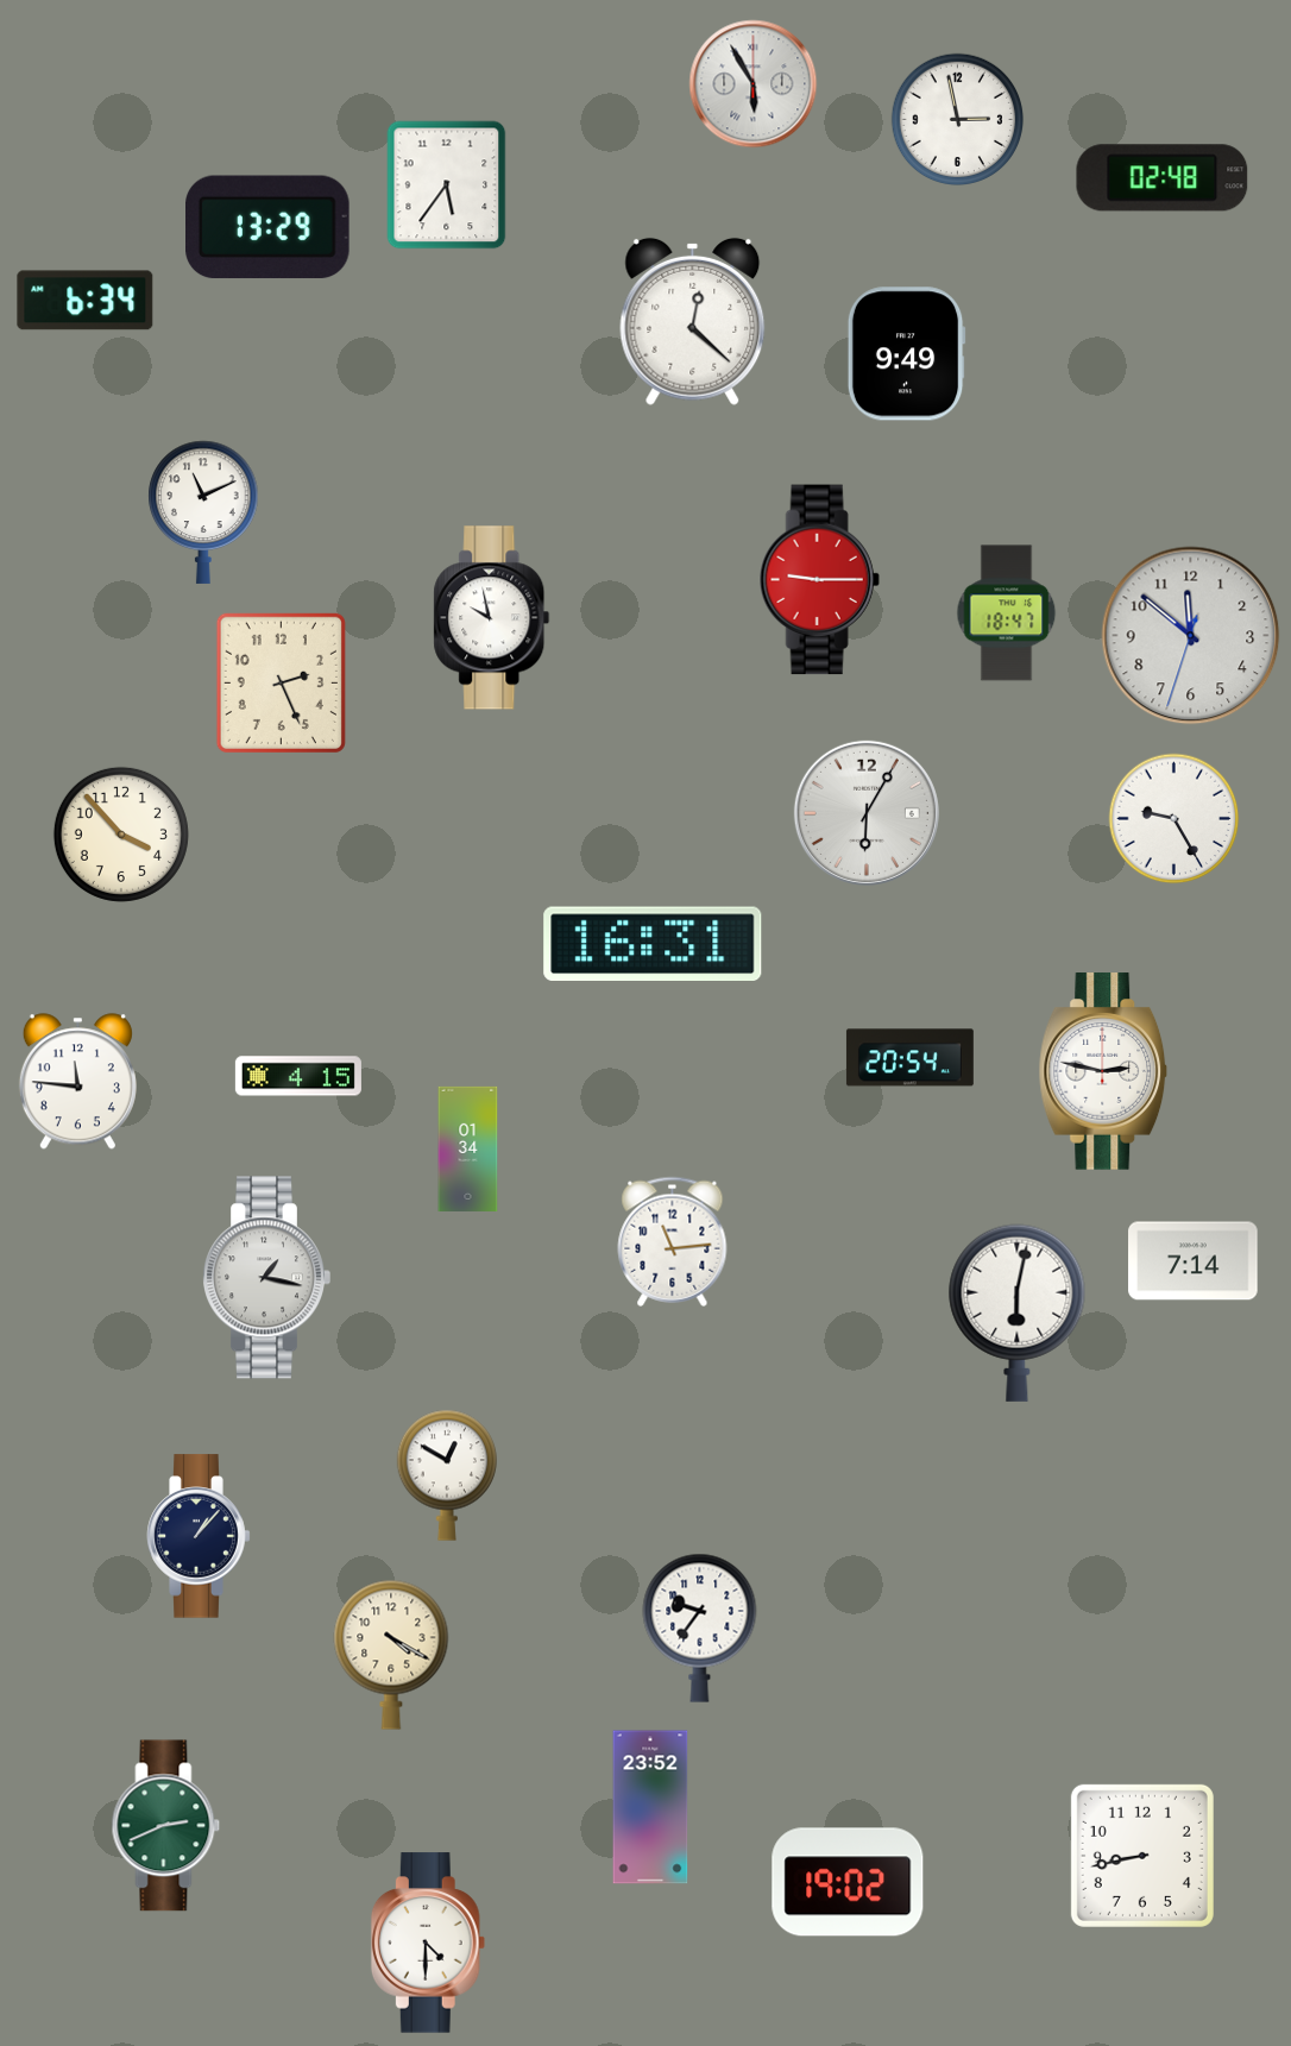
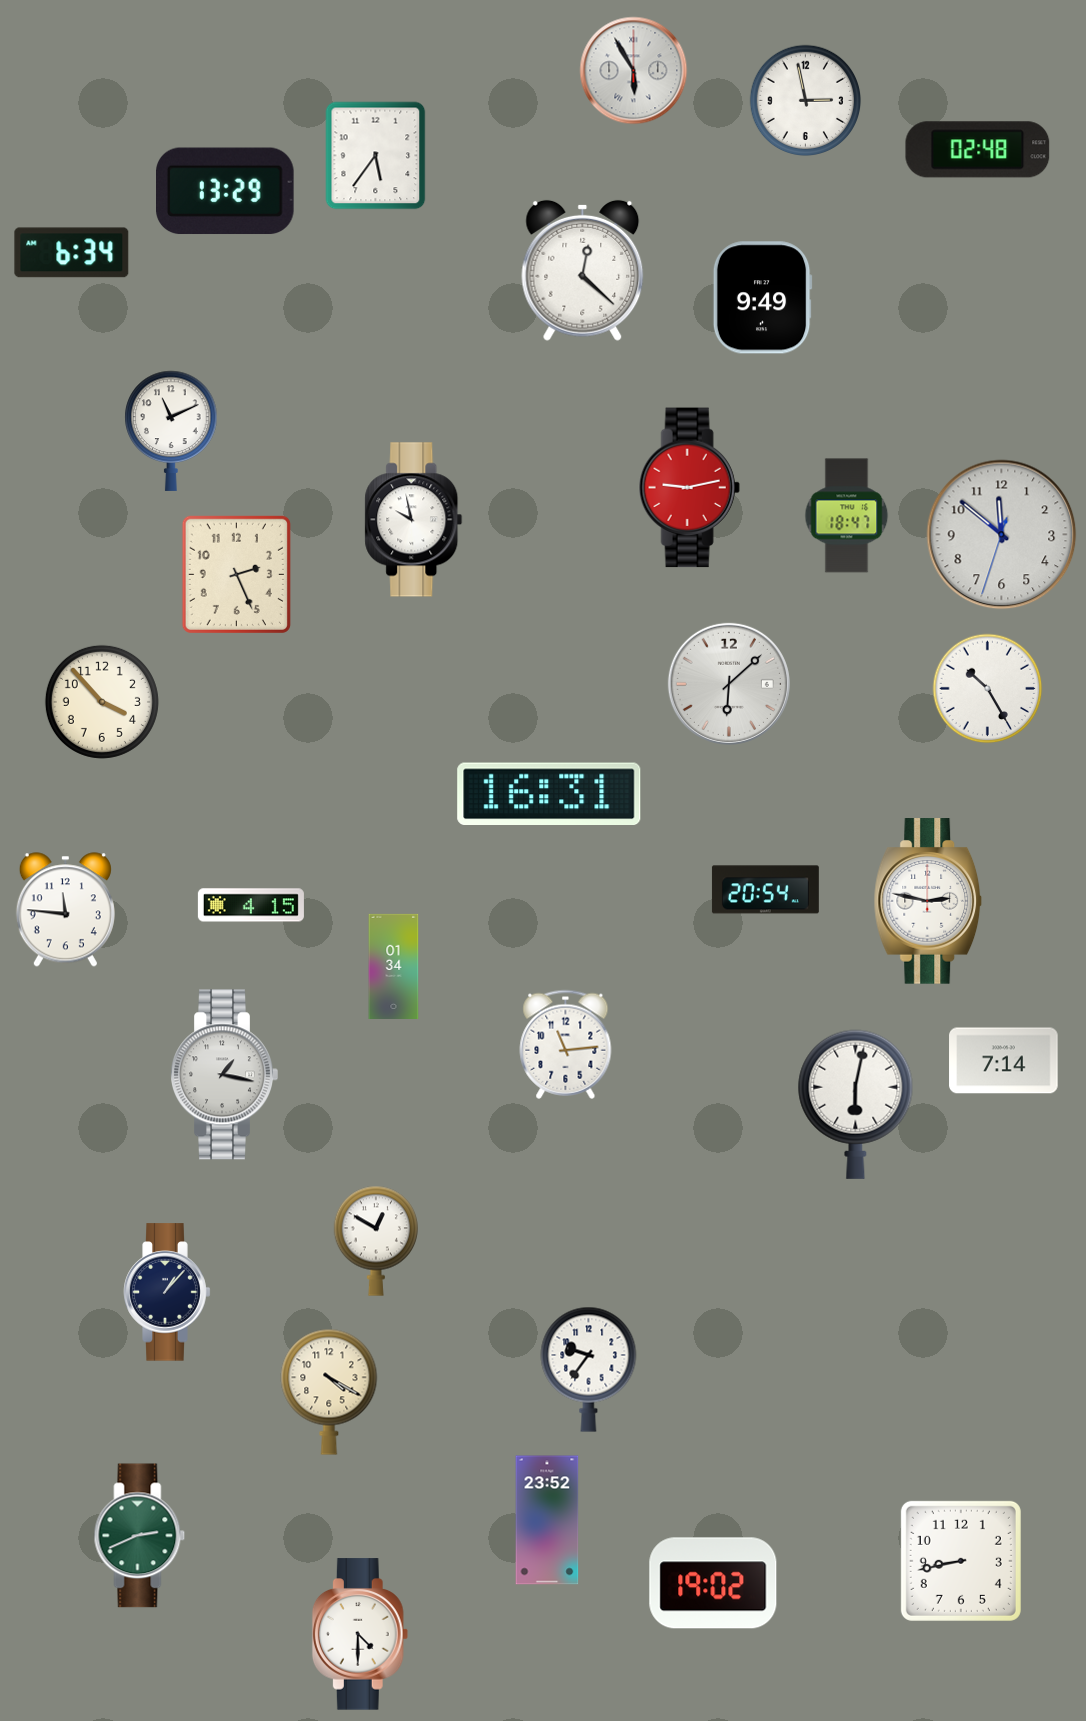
clock at (819, 580): 9:15 -> 9:13
clock at (867, 813): 6:05 -> 6:08
clock at (1175, 819): 9:25 -> 10:25
